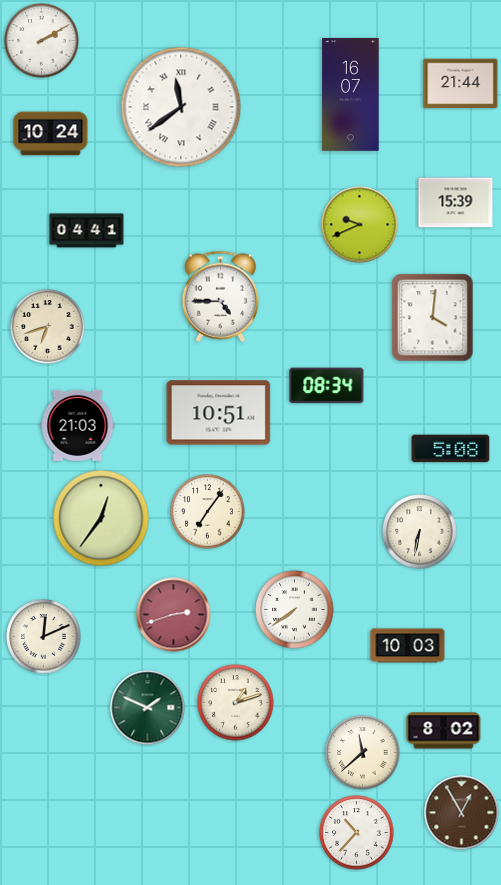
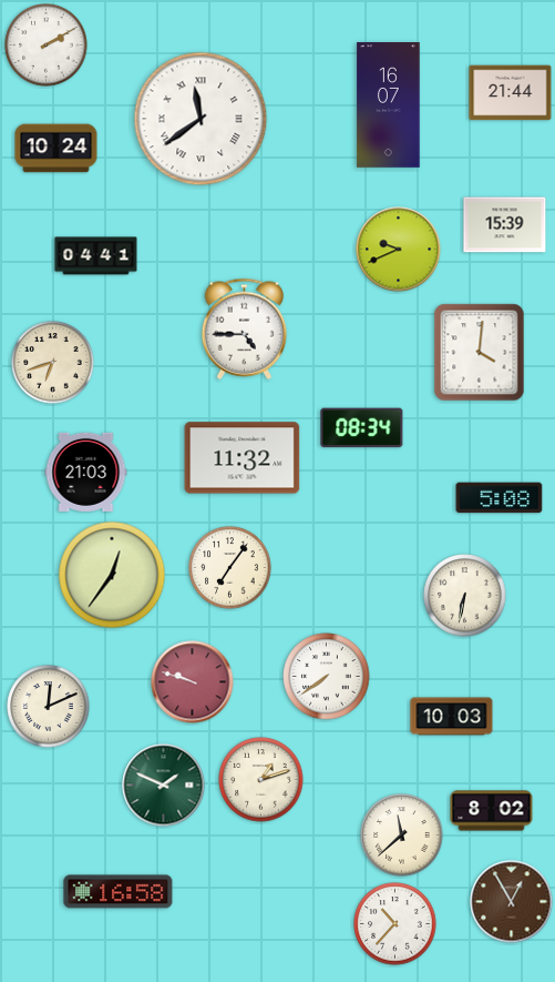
clock at (219, 413): 10:51 -> 11:32
clock at (420, 532) position: (420, 532) -> (465, 596)
clock at (174, 615): 2:42 -> 9:48
clock at (119, 892): none -> 16:58
